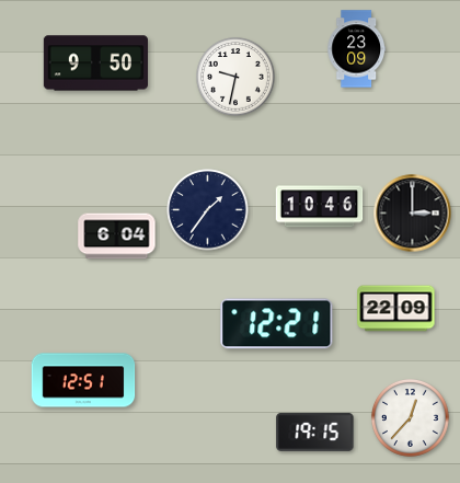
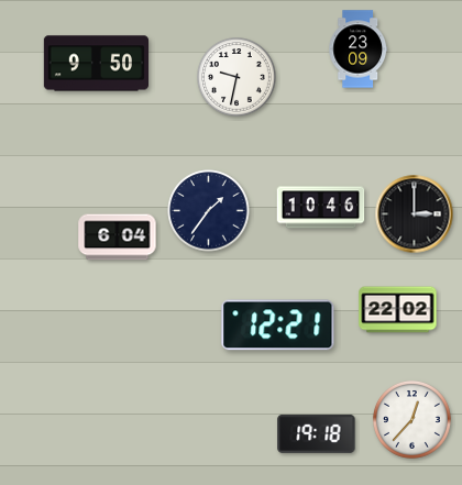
clock at (396, 309): 22:09 -> 22:02
clock at (83, 380): 12:51 -> none
clock at (315, 432): 19:15 -> 19:18
